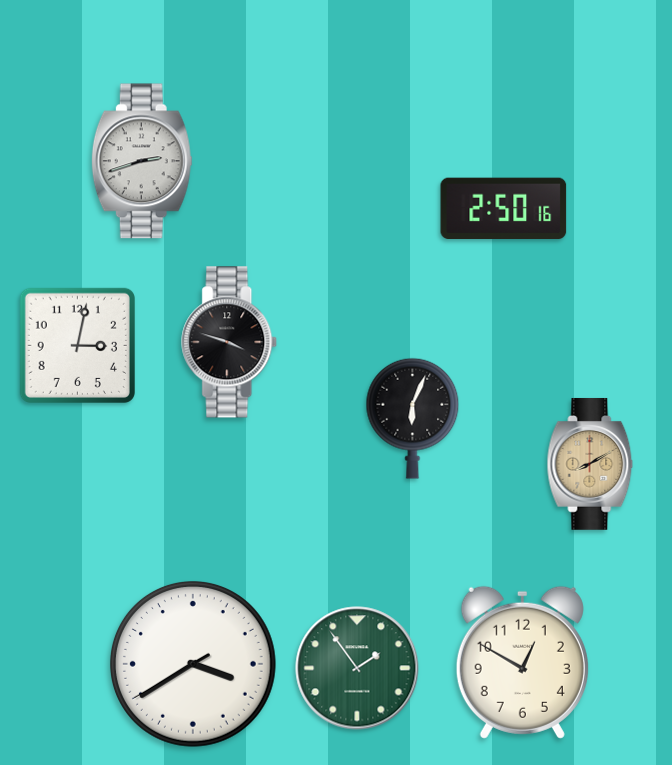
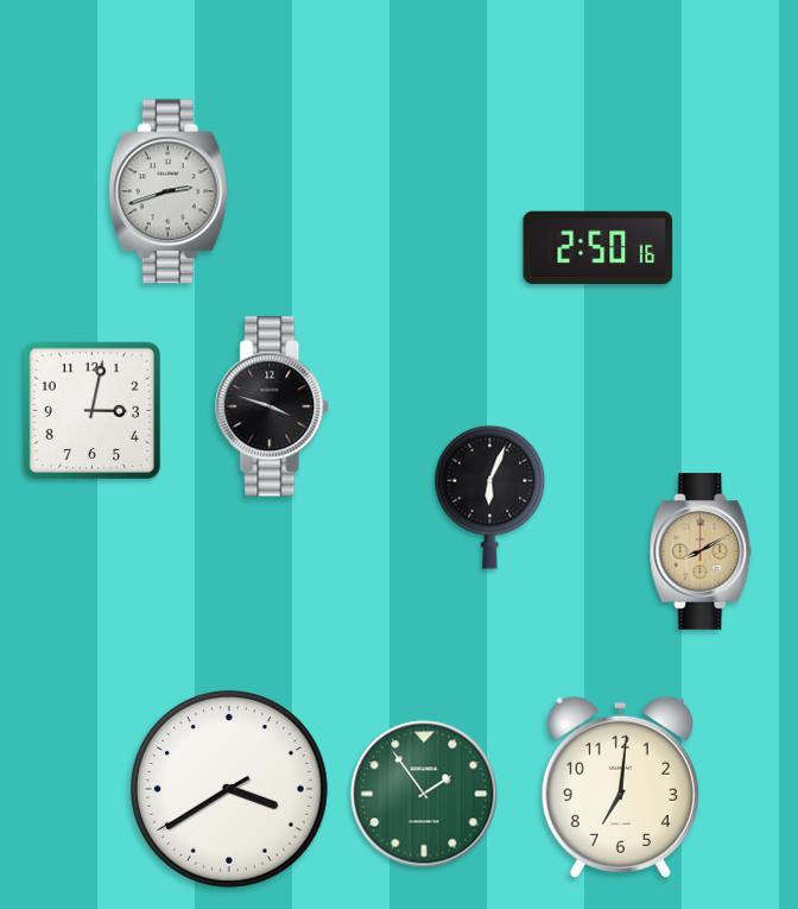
clock at (522, 662): 12:50 -> 7:01
